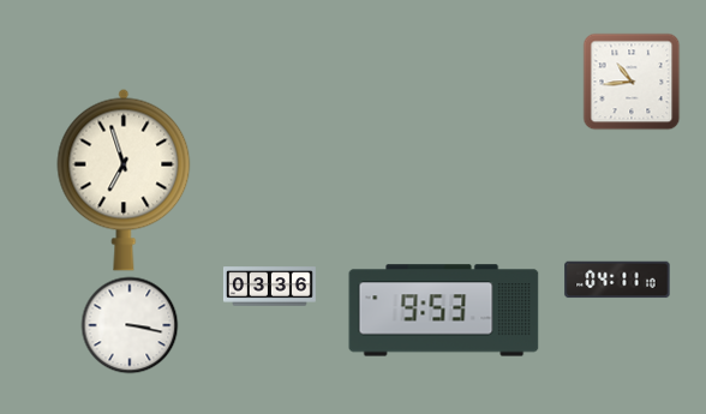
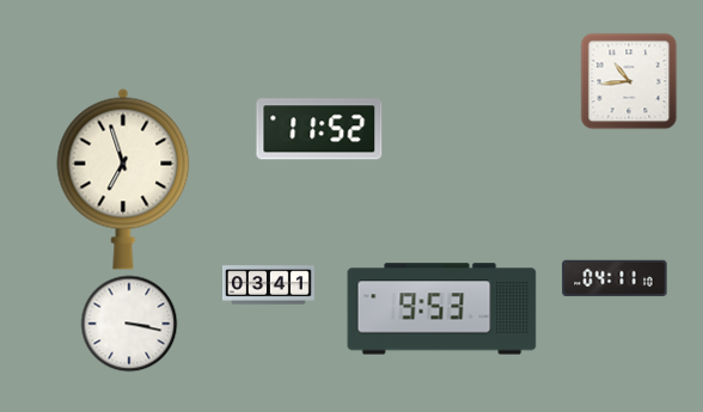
clock at (319, 129): none -> 11:52
clock at (269, 287): 03:36 -> 03:41
